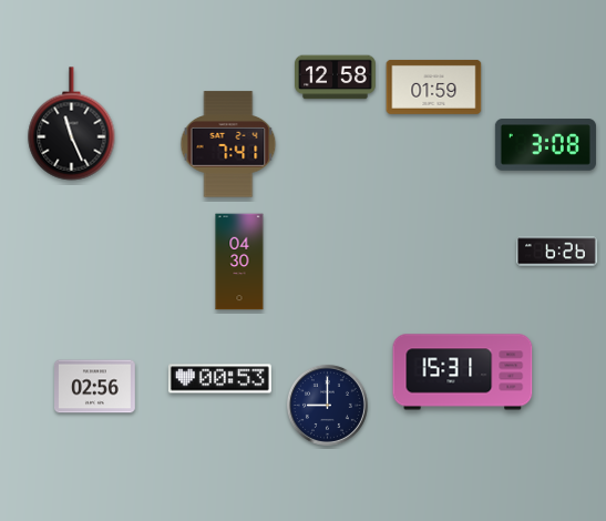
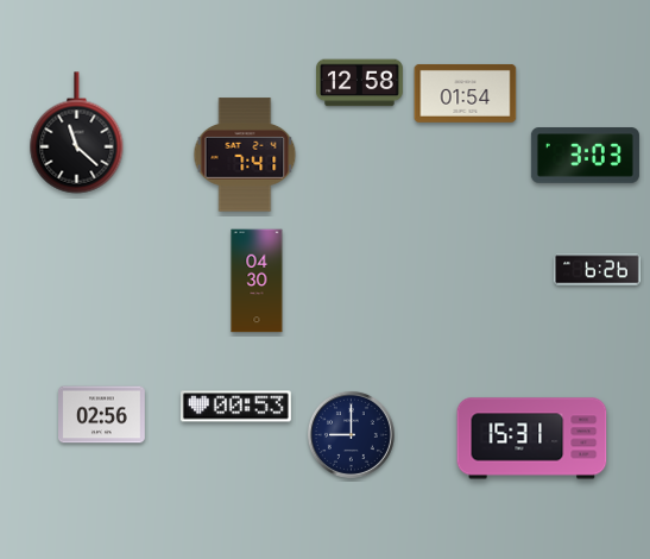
clock at (434, 86): 01:59 -> 01:54
clock at (72, 124): 11:26 -> 11:22
clock at (545, 145): 3:08 -> 3:03
clock at (463, 372) position: (463, 372) -> (532, 439)
